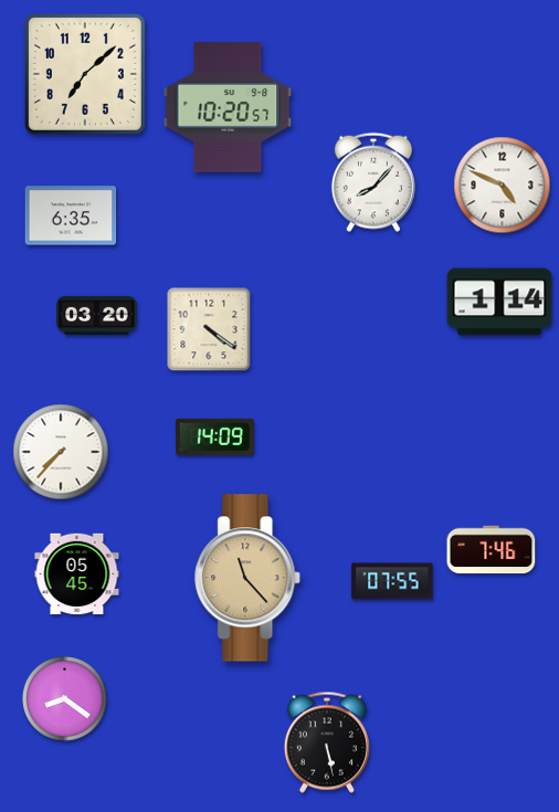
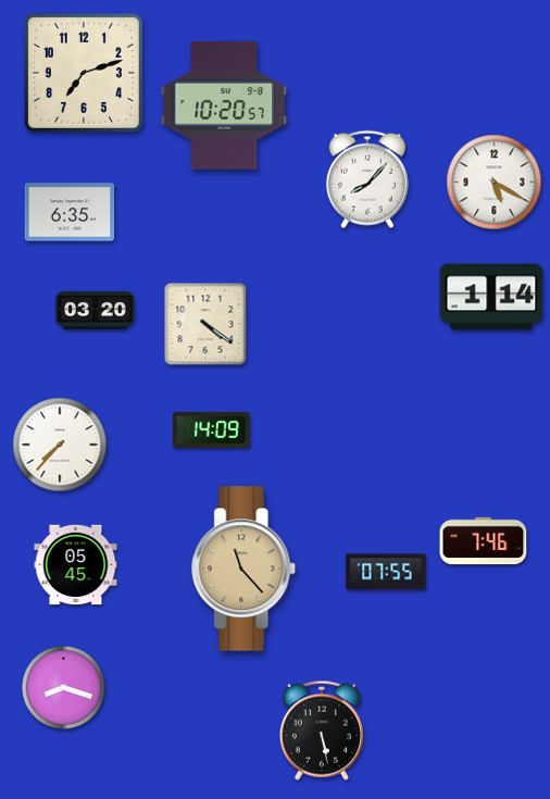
clock at (85, 74): 7:08 -> 7:12
clock at (503, 186): 4:49 -> 5:20
clock at (65, 699): 8:21 -> 8:18
